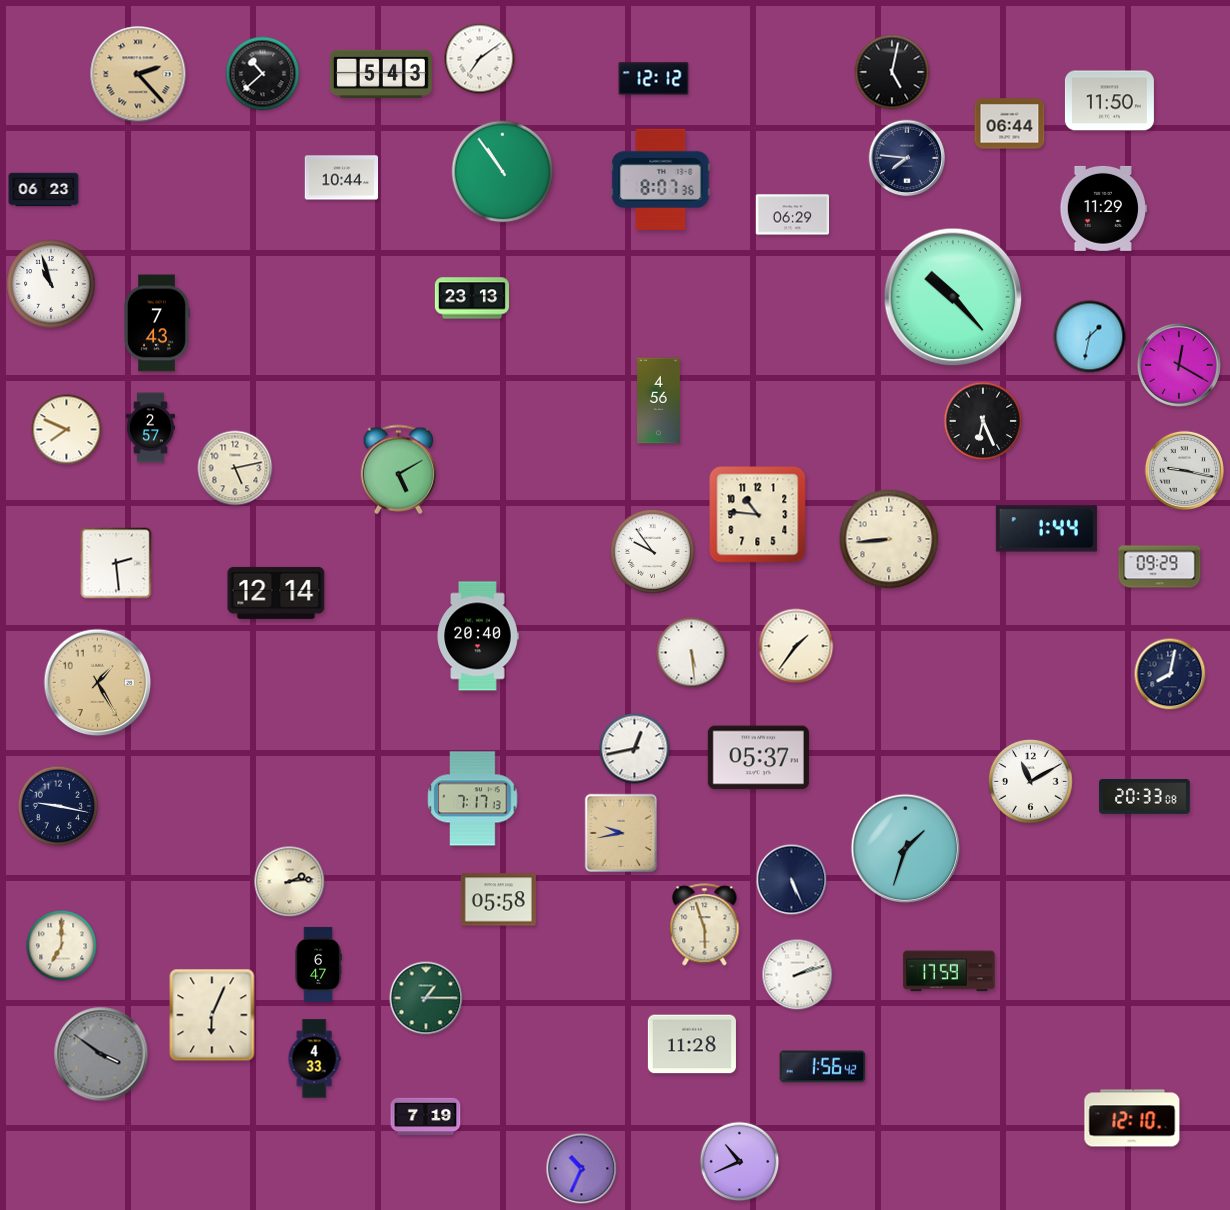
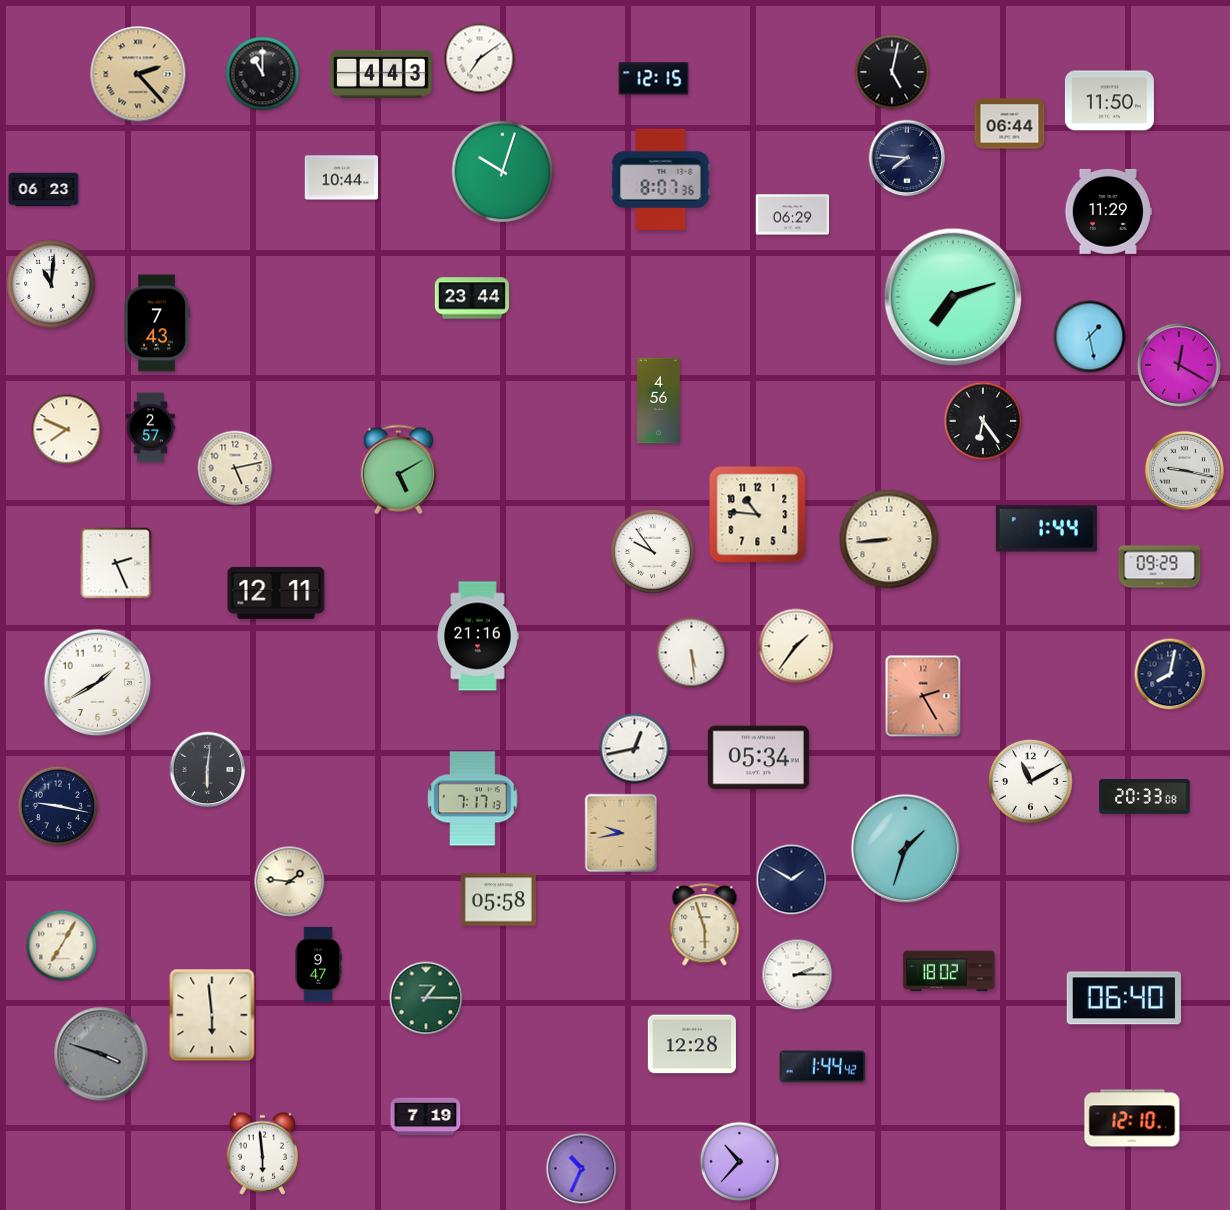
clock at (263, 74): 10:38 -> 11:00
clock at (381, 74): 5:43 -> 4:43
clock at (654, 79): 12:12 -> 12:15
clock at (503, 172): 10:54 -> 10:03
clock at (1103, 208) position: (1103, 208) -> (1108, 211)
clock at (51, 284): 10:57 -> 11:01
clock at (953, 297): 10:23 -> 7:12
clock at (472, 298): 23:13 -> 23:44
clock at (1090, 337): 1:32 -> 1:28
clock at (983, 421): 6:26 -> 6:24
clock at (116, 563): 2:29 -> 2:26
clock at (276, 593): 12:14 -> 12:11
clock at (478, 636): 20:40 -> 21:16
clock at (98, 683): 1:25 -> 1:40
clock at (98, 683) dial: champagne -> white
clock at (923, 696): none -> 2:25
clock at (758, 758): 05:37 -> 05:34
clock at (208, 770): none -> 6:01
clock at (792, 880): 5:26 -> 1:50
clock at (290, 882): 2:14 -> 1:46
clock at (62, 946): 7:00 -> 7:05
clock at (318, 964): 6:47 -> 9:47
clock at (949, 971): 17:59 -> 18:02
clock at (798, 975): 2:12 -> 2:15
clock at (1124, 998): none -> 06:40
clock at (212, 1015): 6:04 -> 5:59
clock at (692, 1044): 11:28 -> 12:28
clock at (101, 1054): 3:51 -> 3:48
clock at (314, 1059): 4:33 -> none
clock at (823, 1067): 1:56 -> 1:44
clock at (262, 1153): none -> 5:59
clock at (740, 1162): 10:41 -> 10:37
